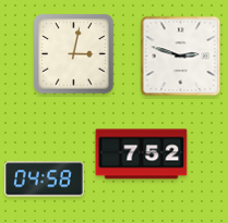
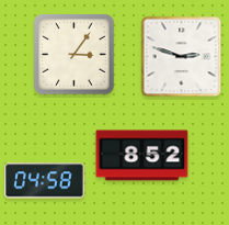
clock at (74, 54): 3:02 -> 3:06
clock at (142, 154): 7:52 -> 8:52
